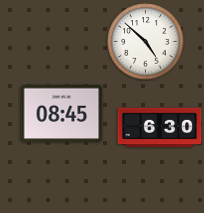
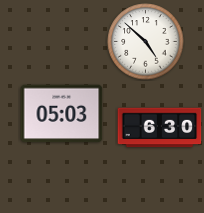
clock at (62, 114): 08:45 -> 05:03
